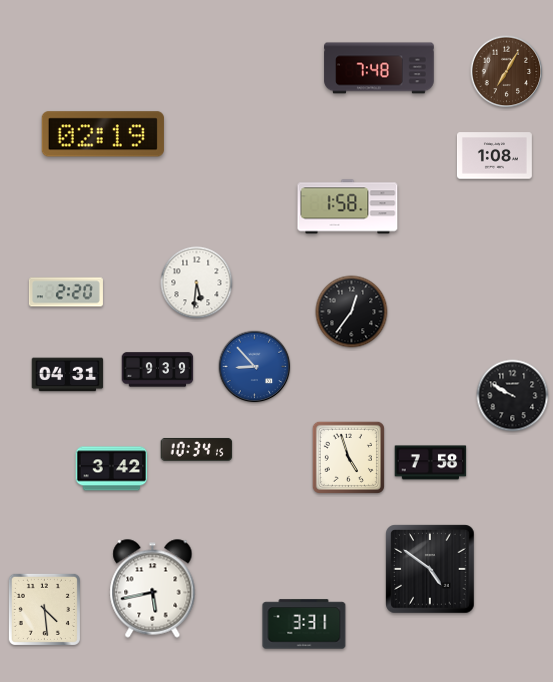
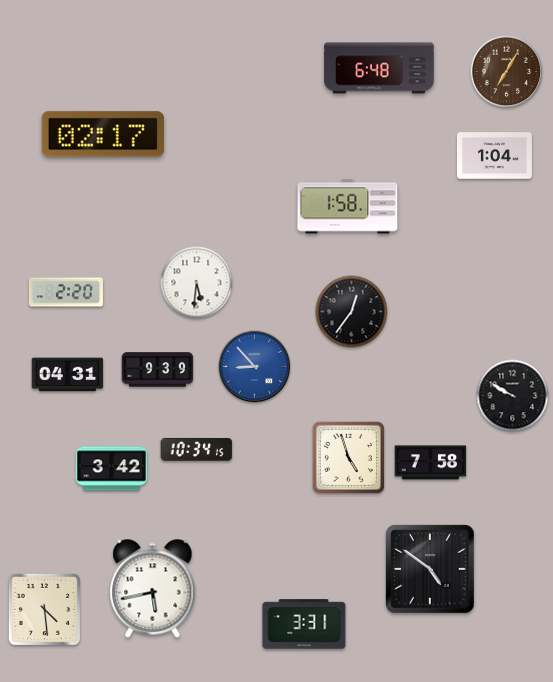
clock at (379, 68): 7:48 -> 6:48
clock at (103, 134): 02:19 -> 02:17
clock at (494, 156): 1:08 -> 1:04
